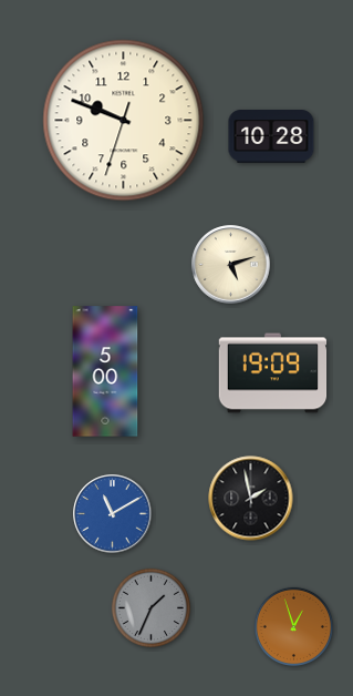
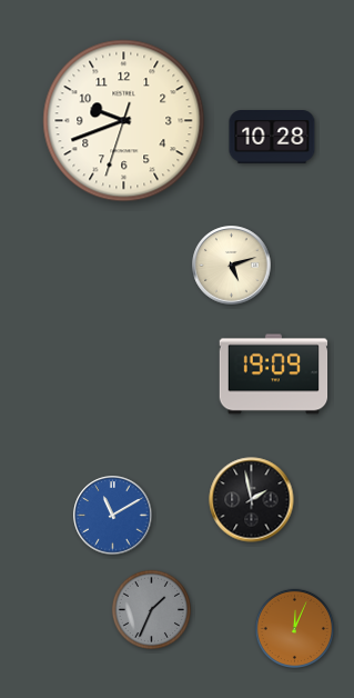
clock at (124, 121): 9:48 -> 9:41
clock at (105, 371): 5:00 -> none
clock at (293, 626): 12:57 -> 12:04
